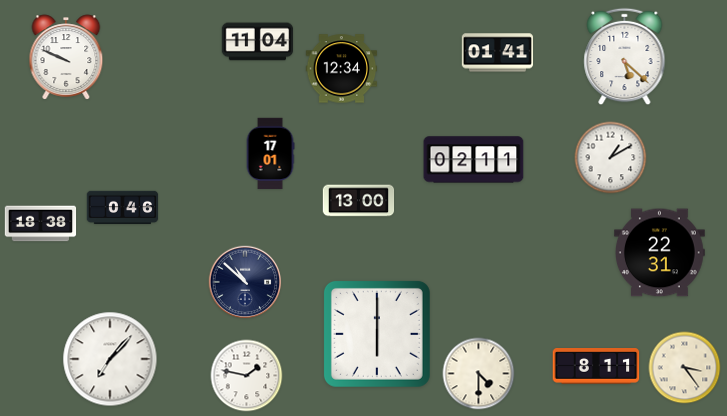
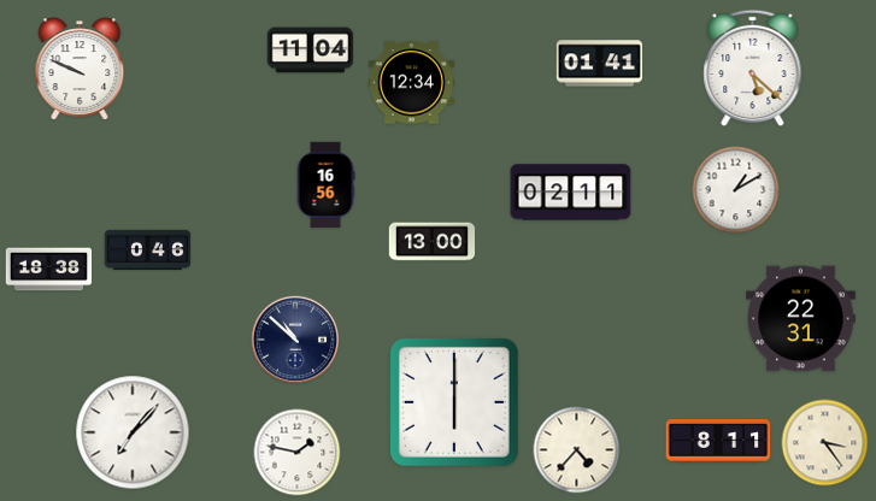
clock at (270, 154): 17:01 -> 16:56
clock at (660, 253) position: (660, 253) -> (801, 319)
clock at (479, 374): 4:30 -> 4:37
